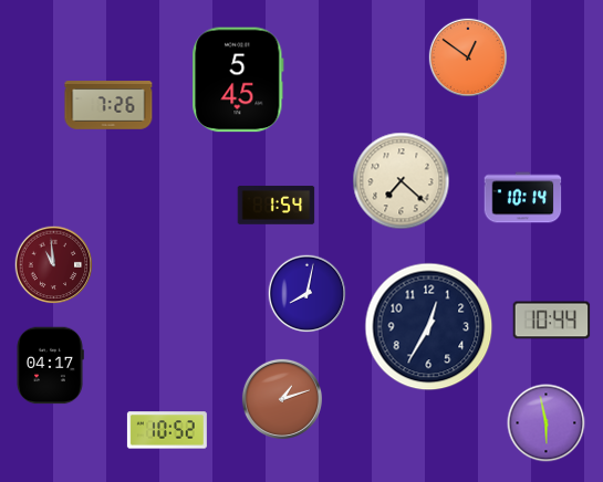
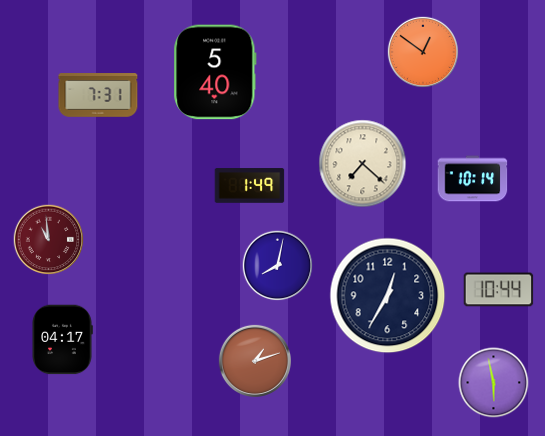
clock at (238, 80): 5:45 -> 5:40
clock at (108, 105): 7:26 -> 7:31
clock at (277, 206): 1:54 -> 1:49
clock at (50, 366) position: (50, 366) -> (62, 340)
clock at (167, 430): 10:52 -> none
